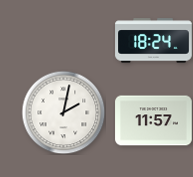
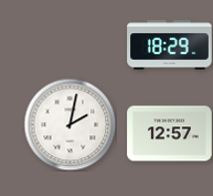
clock at (154, 41): 18:24 -> 18:29
clock at (154, 121): 11:57 -> 12:57
